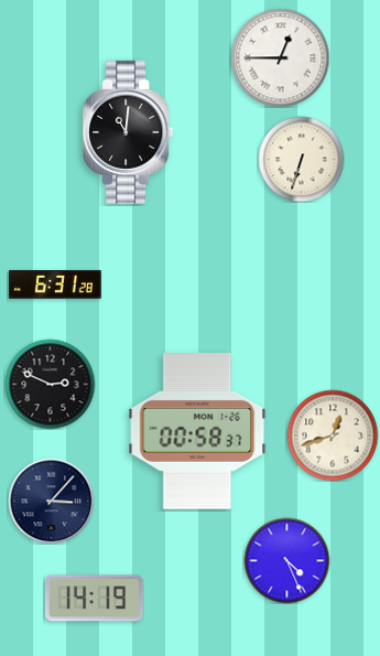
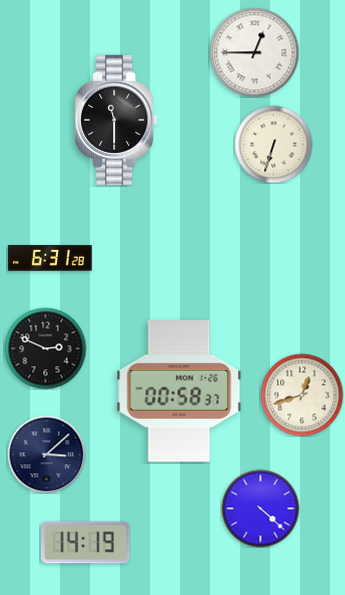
clock at (128, 132): 11:01 -> 11:30
clock at (51, 501): 3:07 -> 3:08
clock at (286, 560): 4:26 -> 4:22
